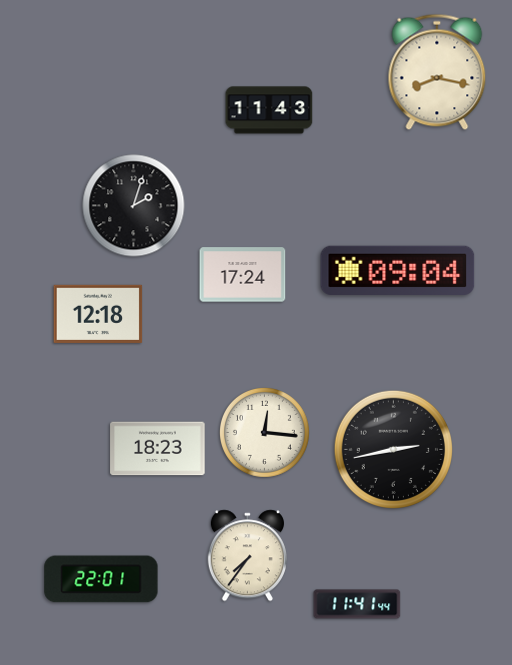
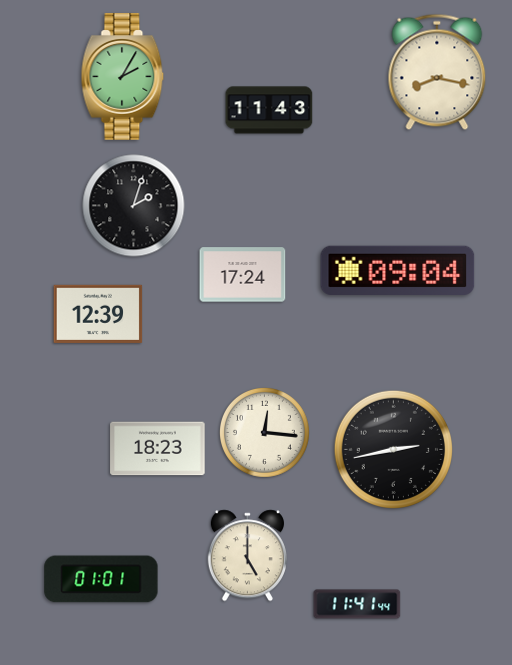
clock at (123, 76): none -> 2:05
clock at (98, 314): 12:18 -> 12:39
clock at (247, 556): 7:36 -> 5:00
clock at (101, 579): 22:01 -> 01:01
